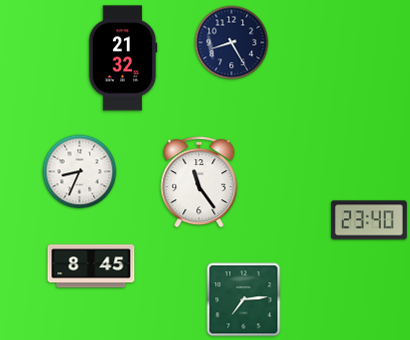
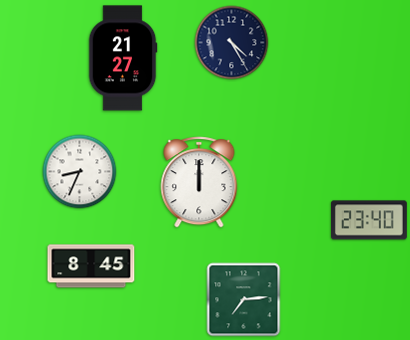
clock at (232, 43): 8:25 -> 4:25
clock at (123, 58): 21:32 -> 21:27
clock at (199, 182): 11:24 -> 12:00
